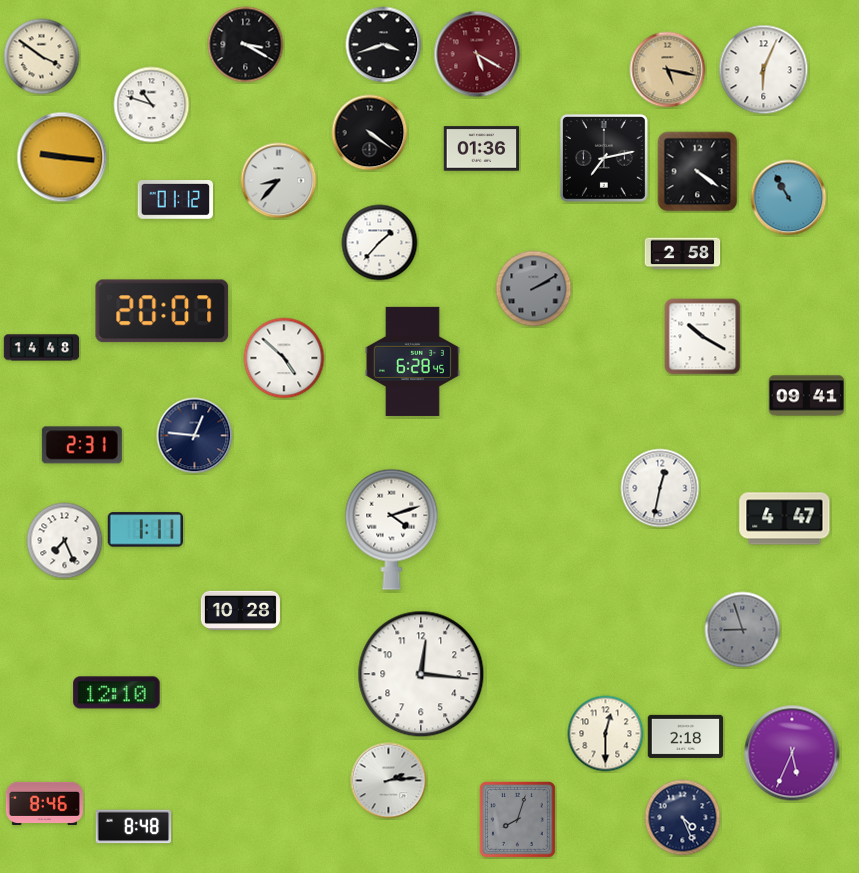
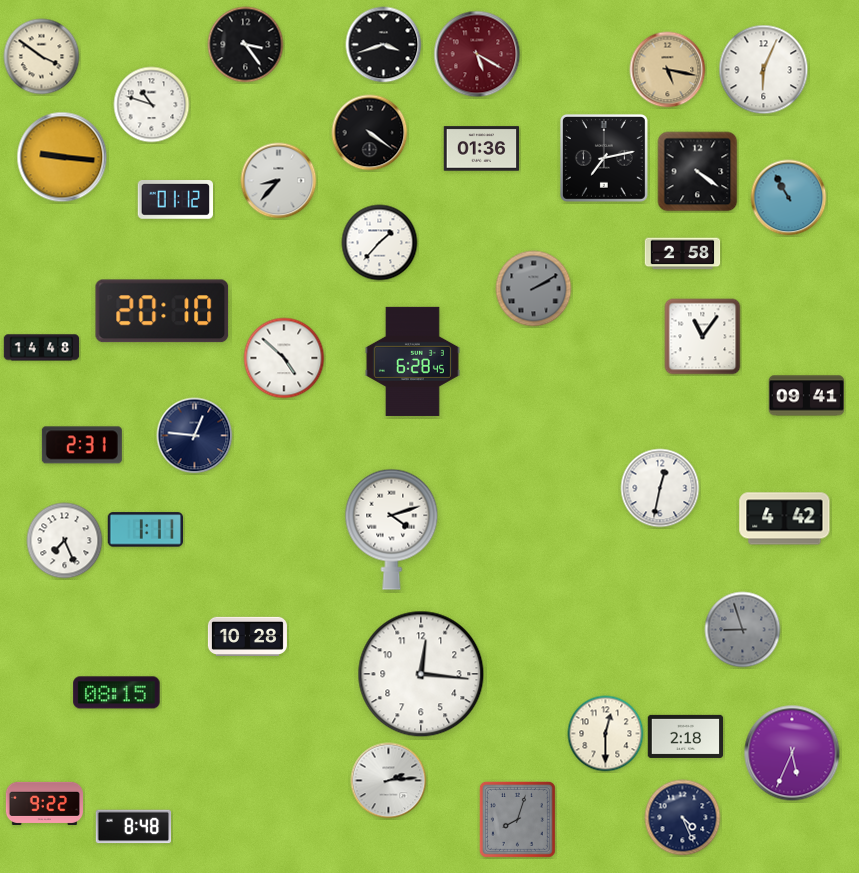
clock at (246, 45): 3:20 -> 3:24
clock at (162, 311): 20:07 -> 20:10
clock at (703, 337): 10:20 -> 11:06
clock at (785, 519): 4:47 -> 4:42
clock at (240, 610) position: (240, 610) -> (247, 636)
clock at (117, 693): 12:10 -> 08:15
clock at (44, 803): 8:46 -> 9:22
